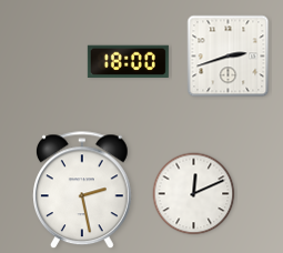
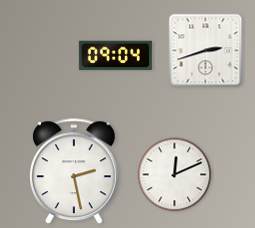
clock at (128, 61): 18:00 -> 09:04
